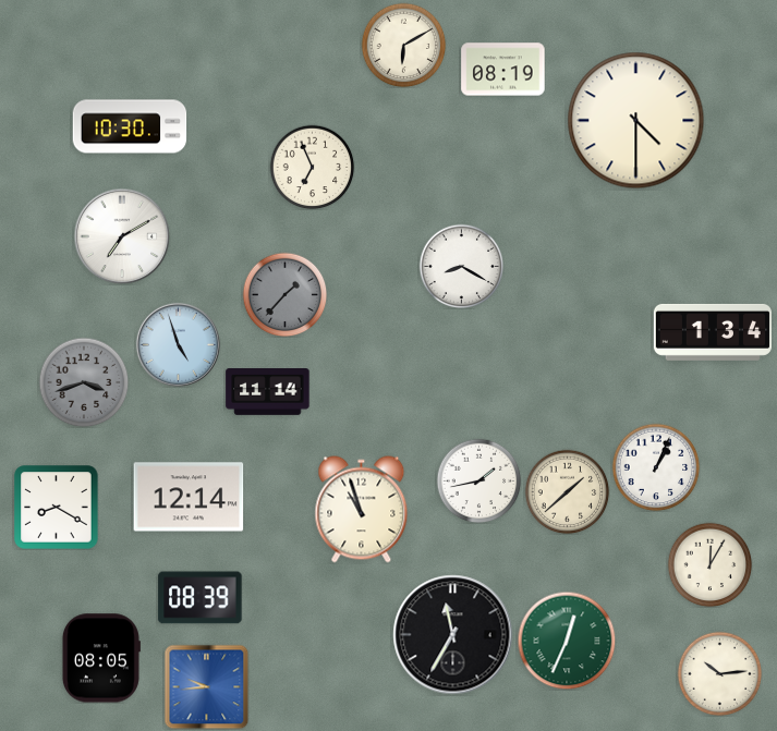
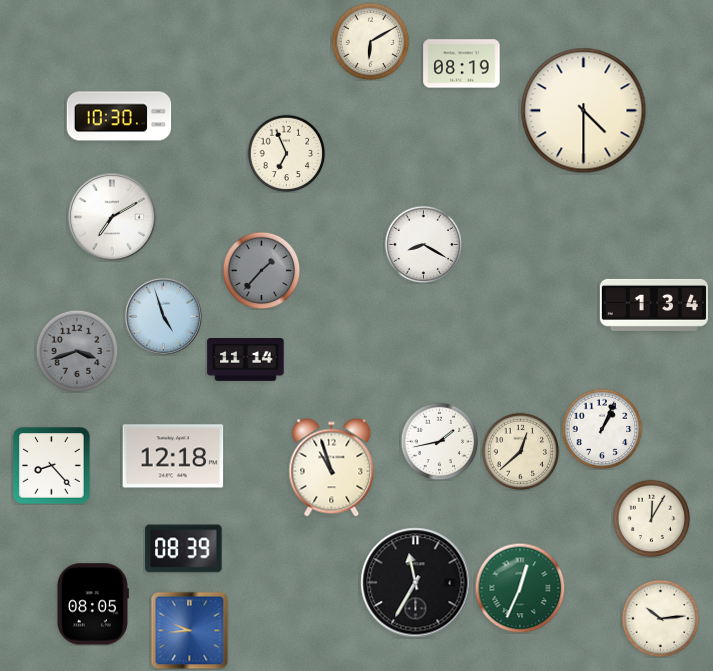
clock at (567, 491): 1:38 -> 12:38
clock at (189, 497): 12:14 -> 12:18
clock at (57, 508): 8:20 -> 8:23
